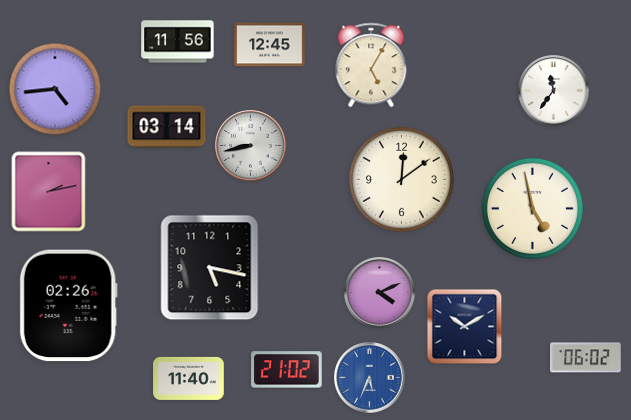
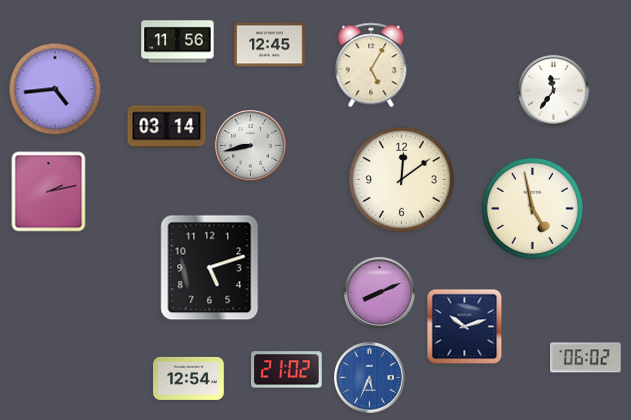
clock at (210, 268): 5:17 -> 5:12
clock at (380, 293): 4:11 -> 8:11
clock at (68, 306): 02:26 -> none
clock at (465, 327): 10:10 -> 10:12
clock at (189, 378): 11:40 -> 12:54
